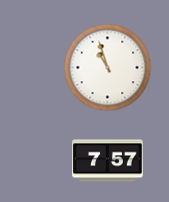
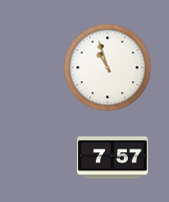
clock at (108, 161) position: (108, 161) -> (113, 158)
